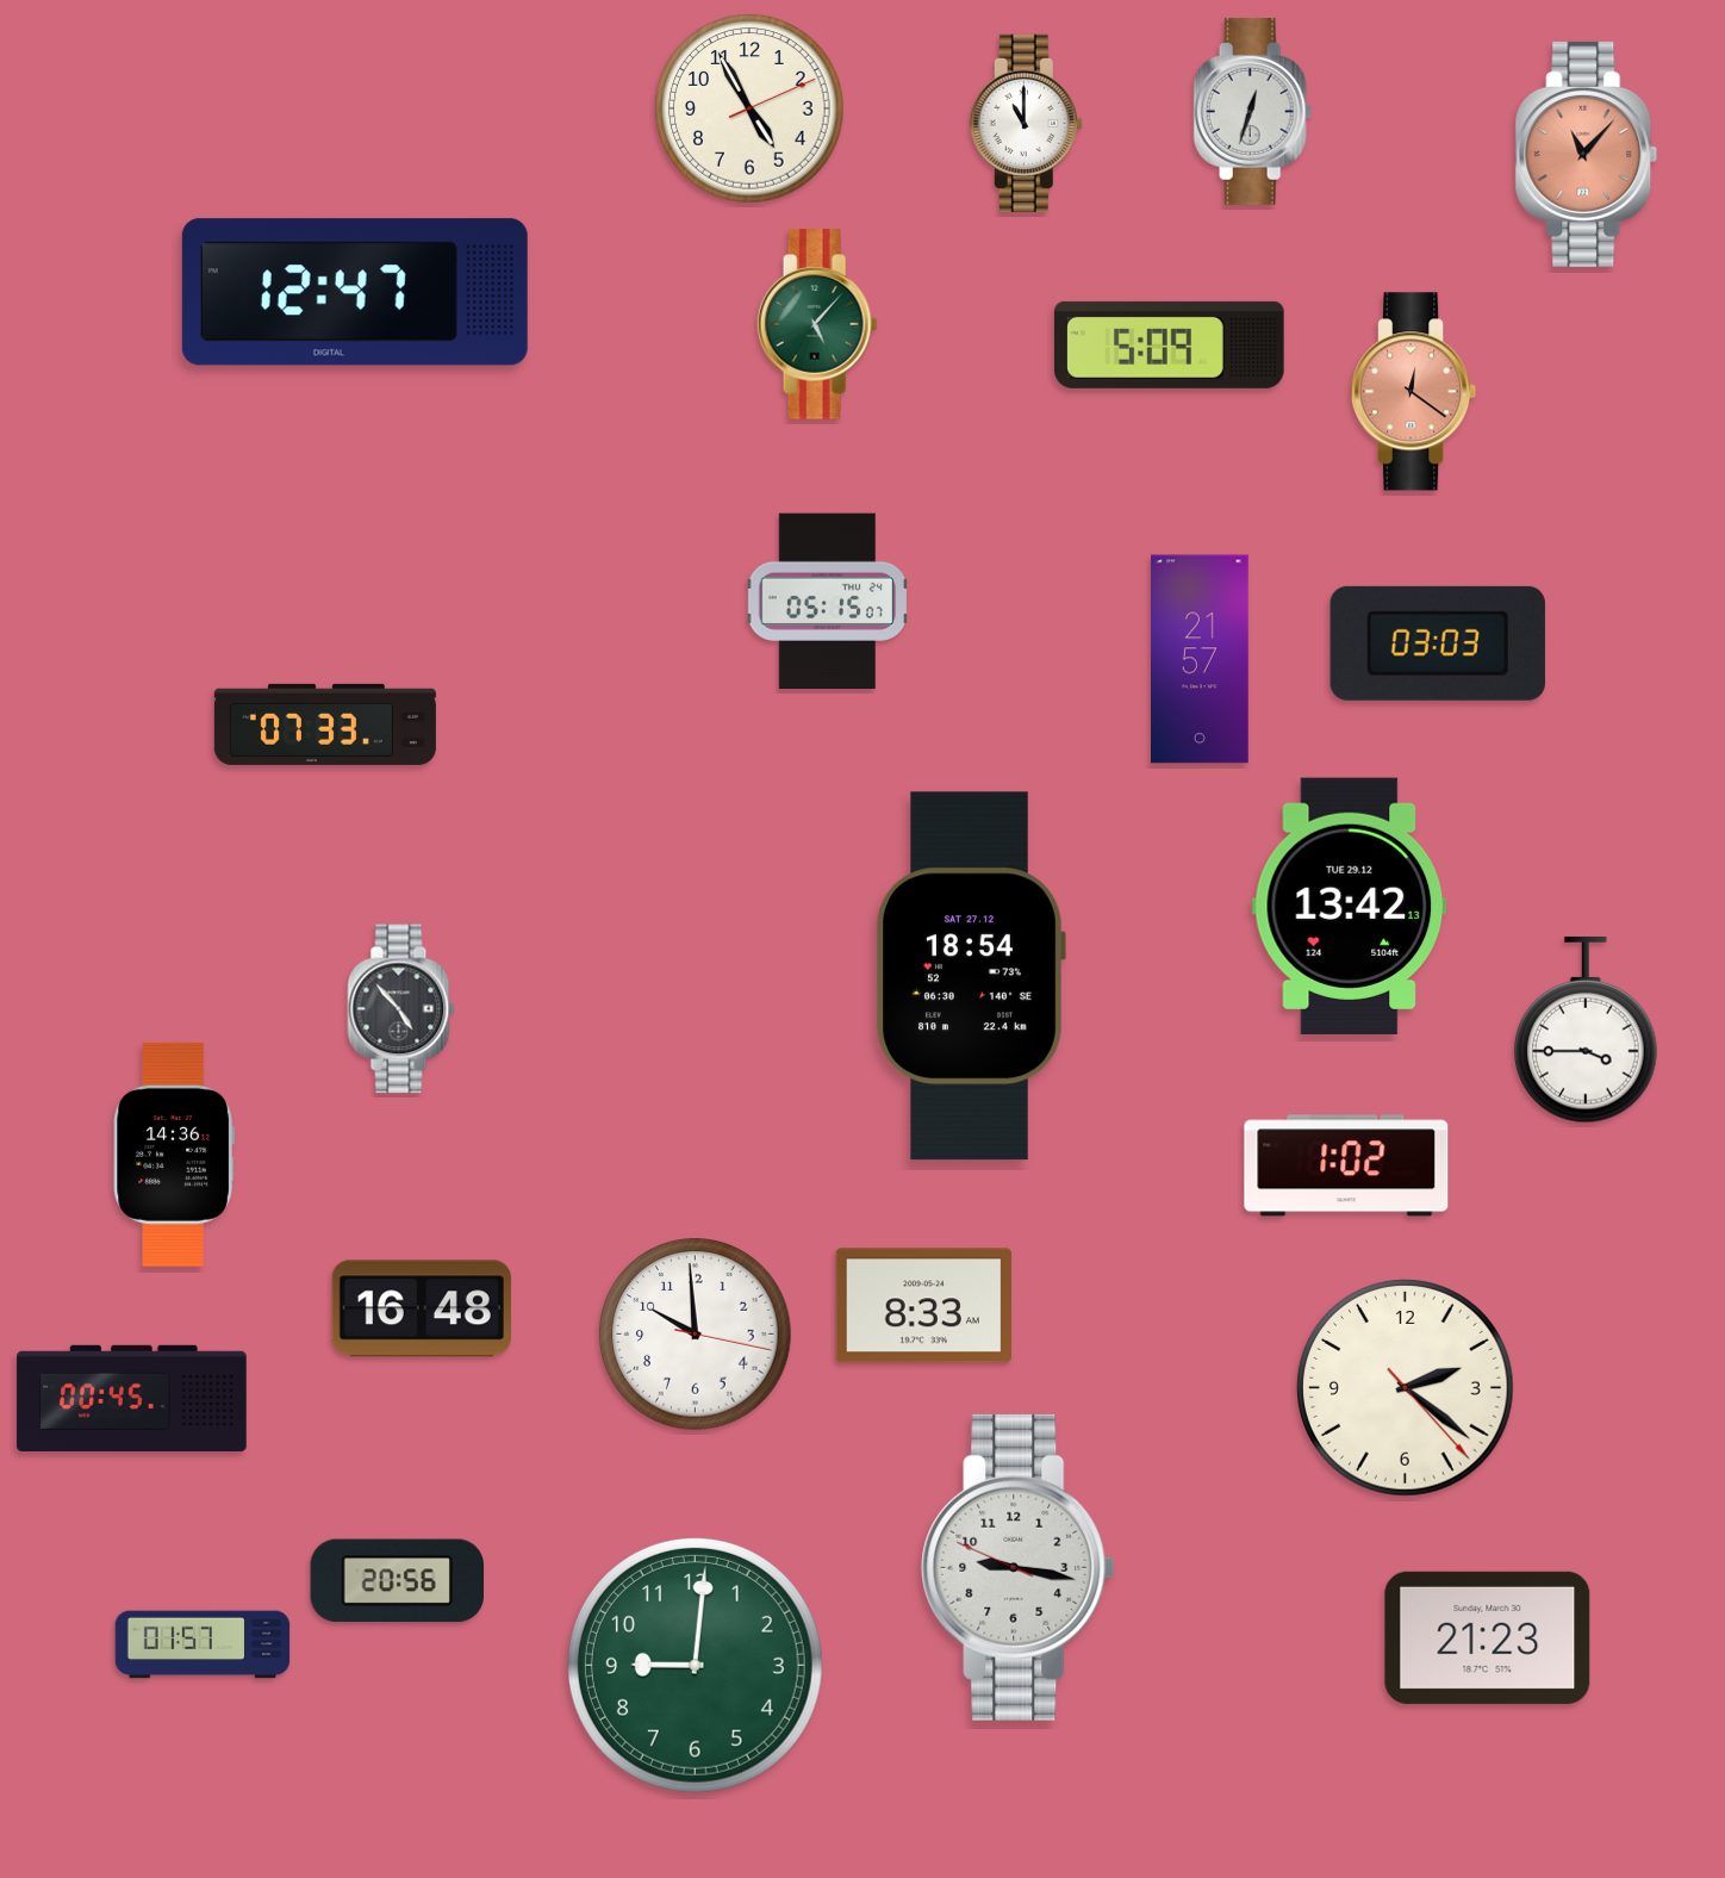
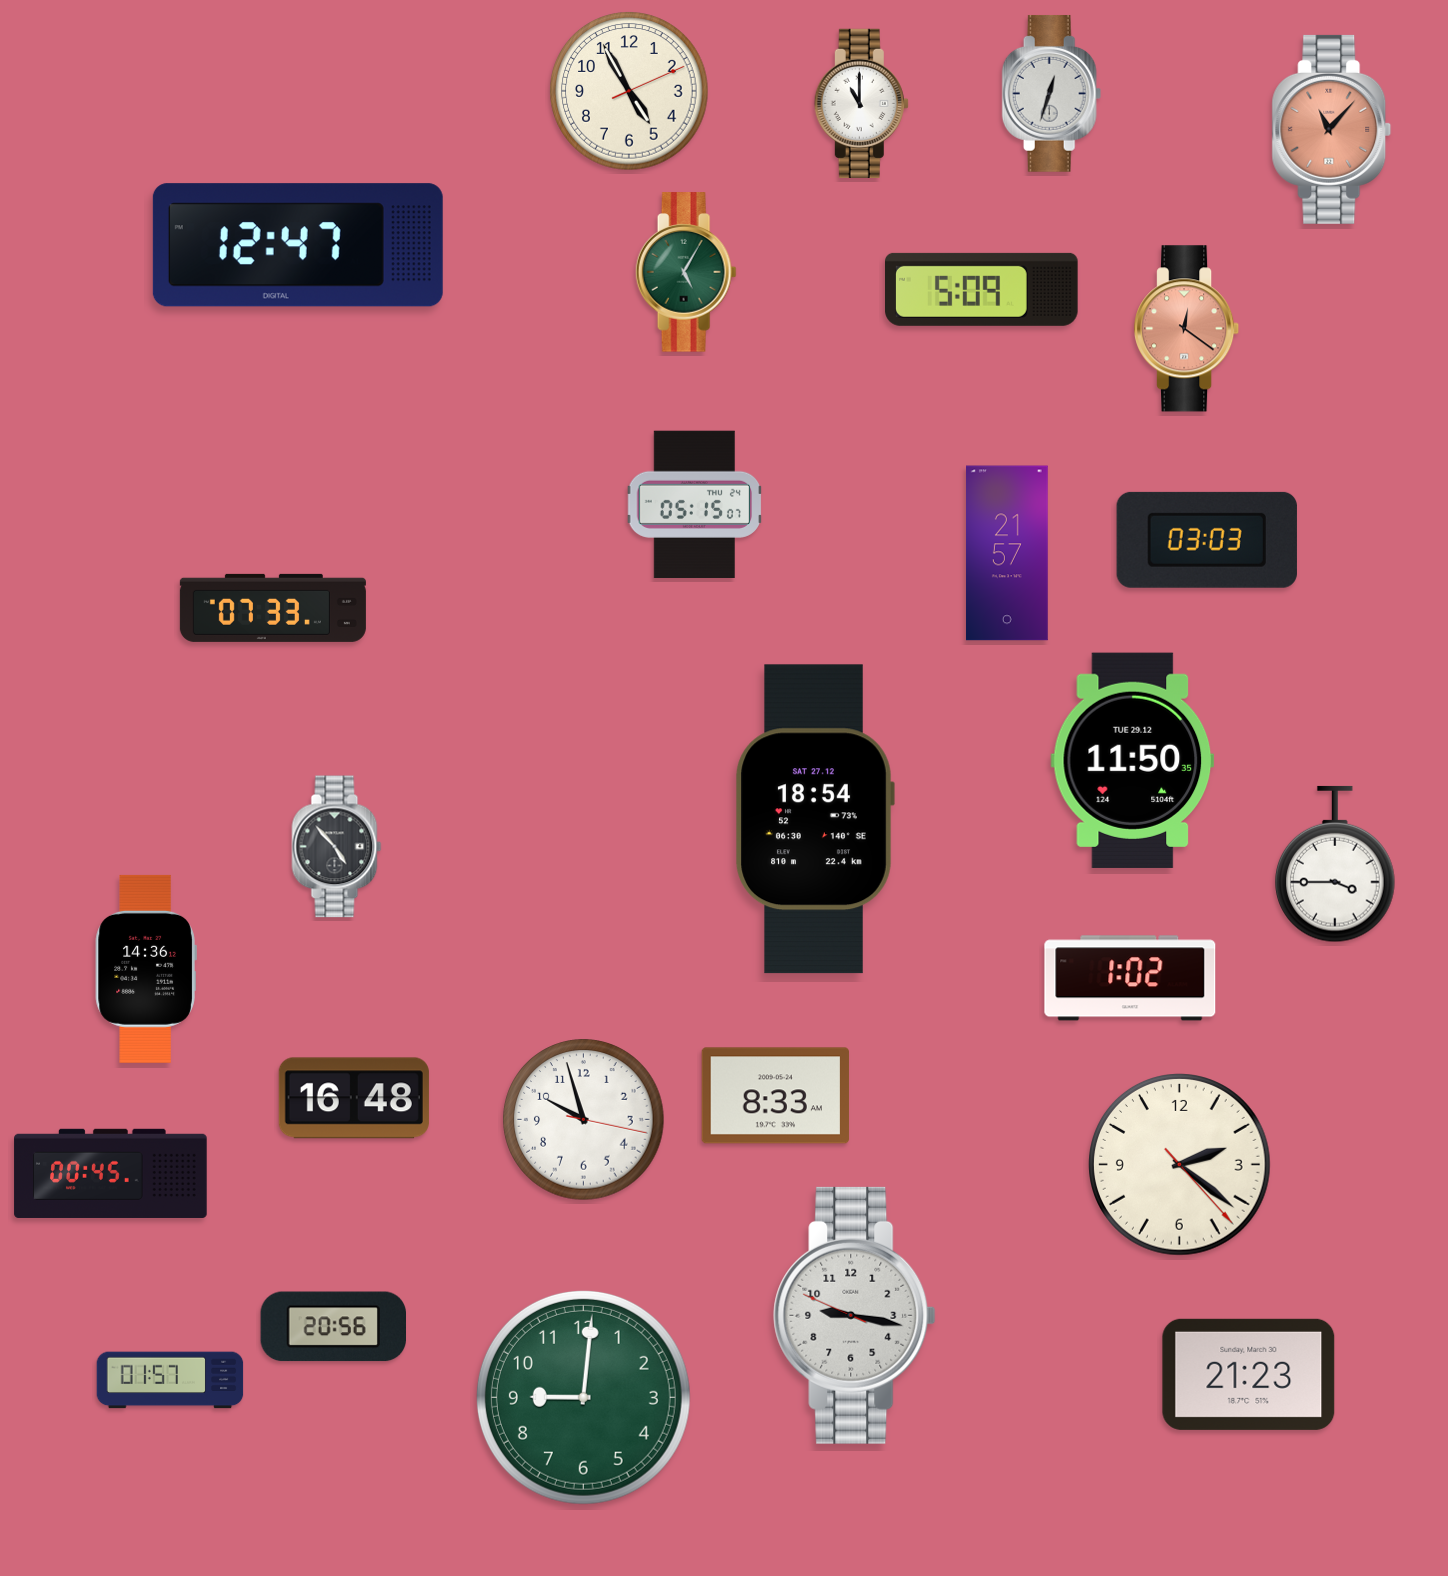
clock at (817, 324): 5:07 -> 5:05
clock at (1350, 906): 13:42 -> 11:50
clock at (1586, 1030) position: (1586, 1030) -> (1335, 864)
clock at (696, 1335): 9:59 -> 9:57
